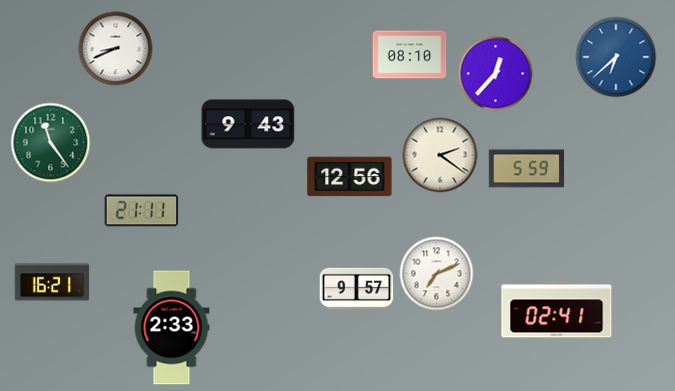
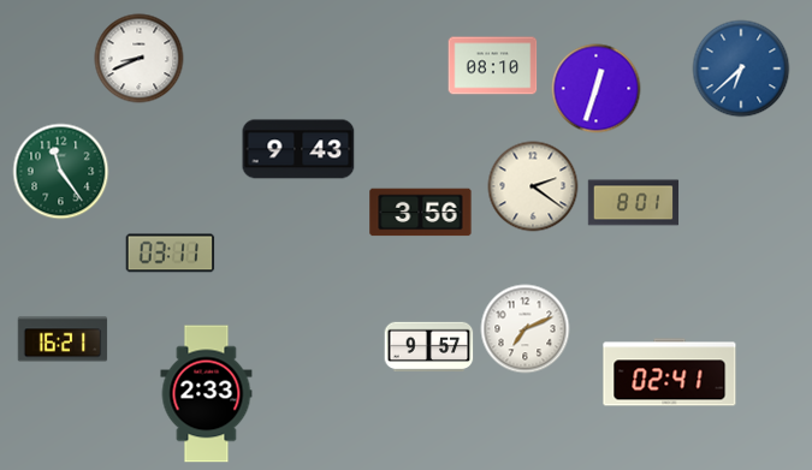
clock at (496, 74): 12:37 -> 12:33
clock at (440, 155) position: (440, 155) -> (533, 186)
clock at (527, 169): 5:59 -> 8:01
clock at (350, 177): 12:56 -> 3:56
clock at (142, 211): 21:11 -> 03:11
